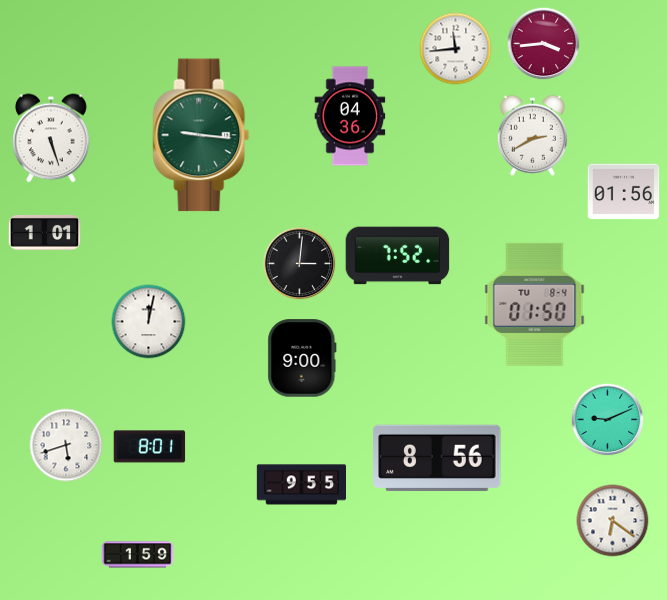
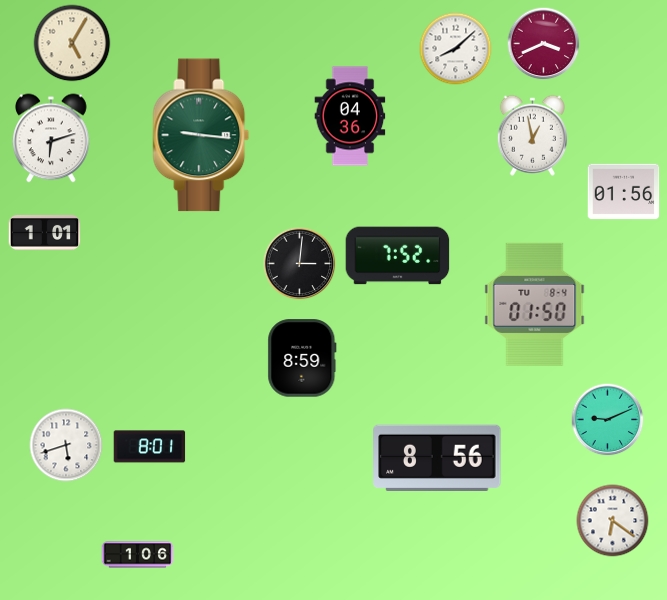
clock at (72, 43): none -> 5:05
clock at (544, 44): 3:44 -> 3:41
clock at (456, 49): 11:44 -> 8:08
clock at (532, 135): 2:40 -> 12:58
clock at (51, 138): 5:27 -> 6:12
clock at (149, 322): 12:02 -> none
clock at (302, 358): 9:00 -> 8:59
clock at (301, 485): 9:55 -> none
clock at (138, 555): 1:59 -> 1:06
